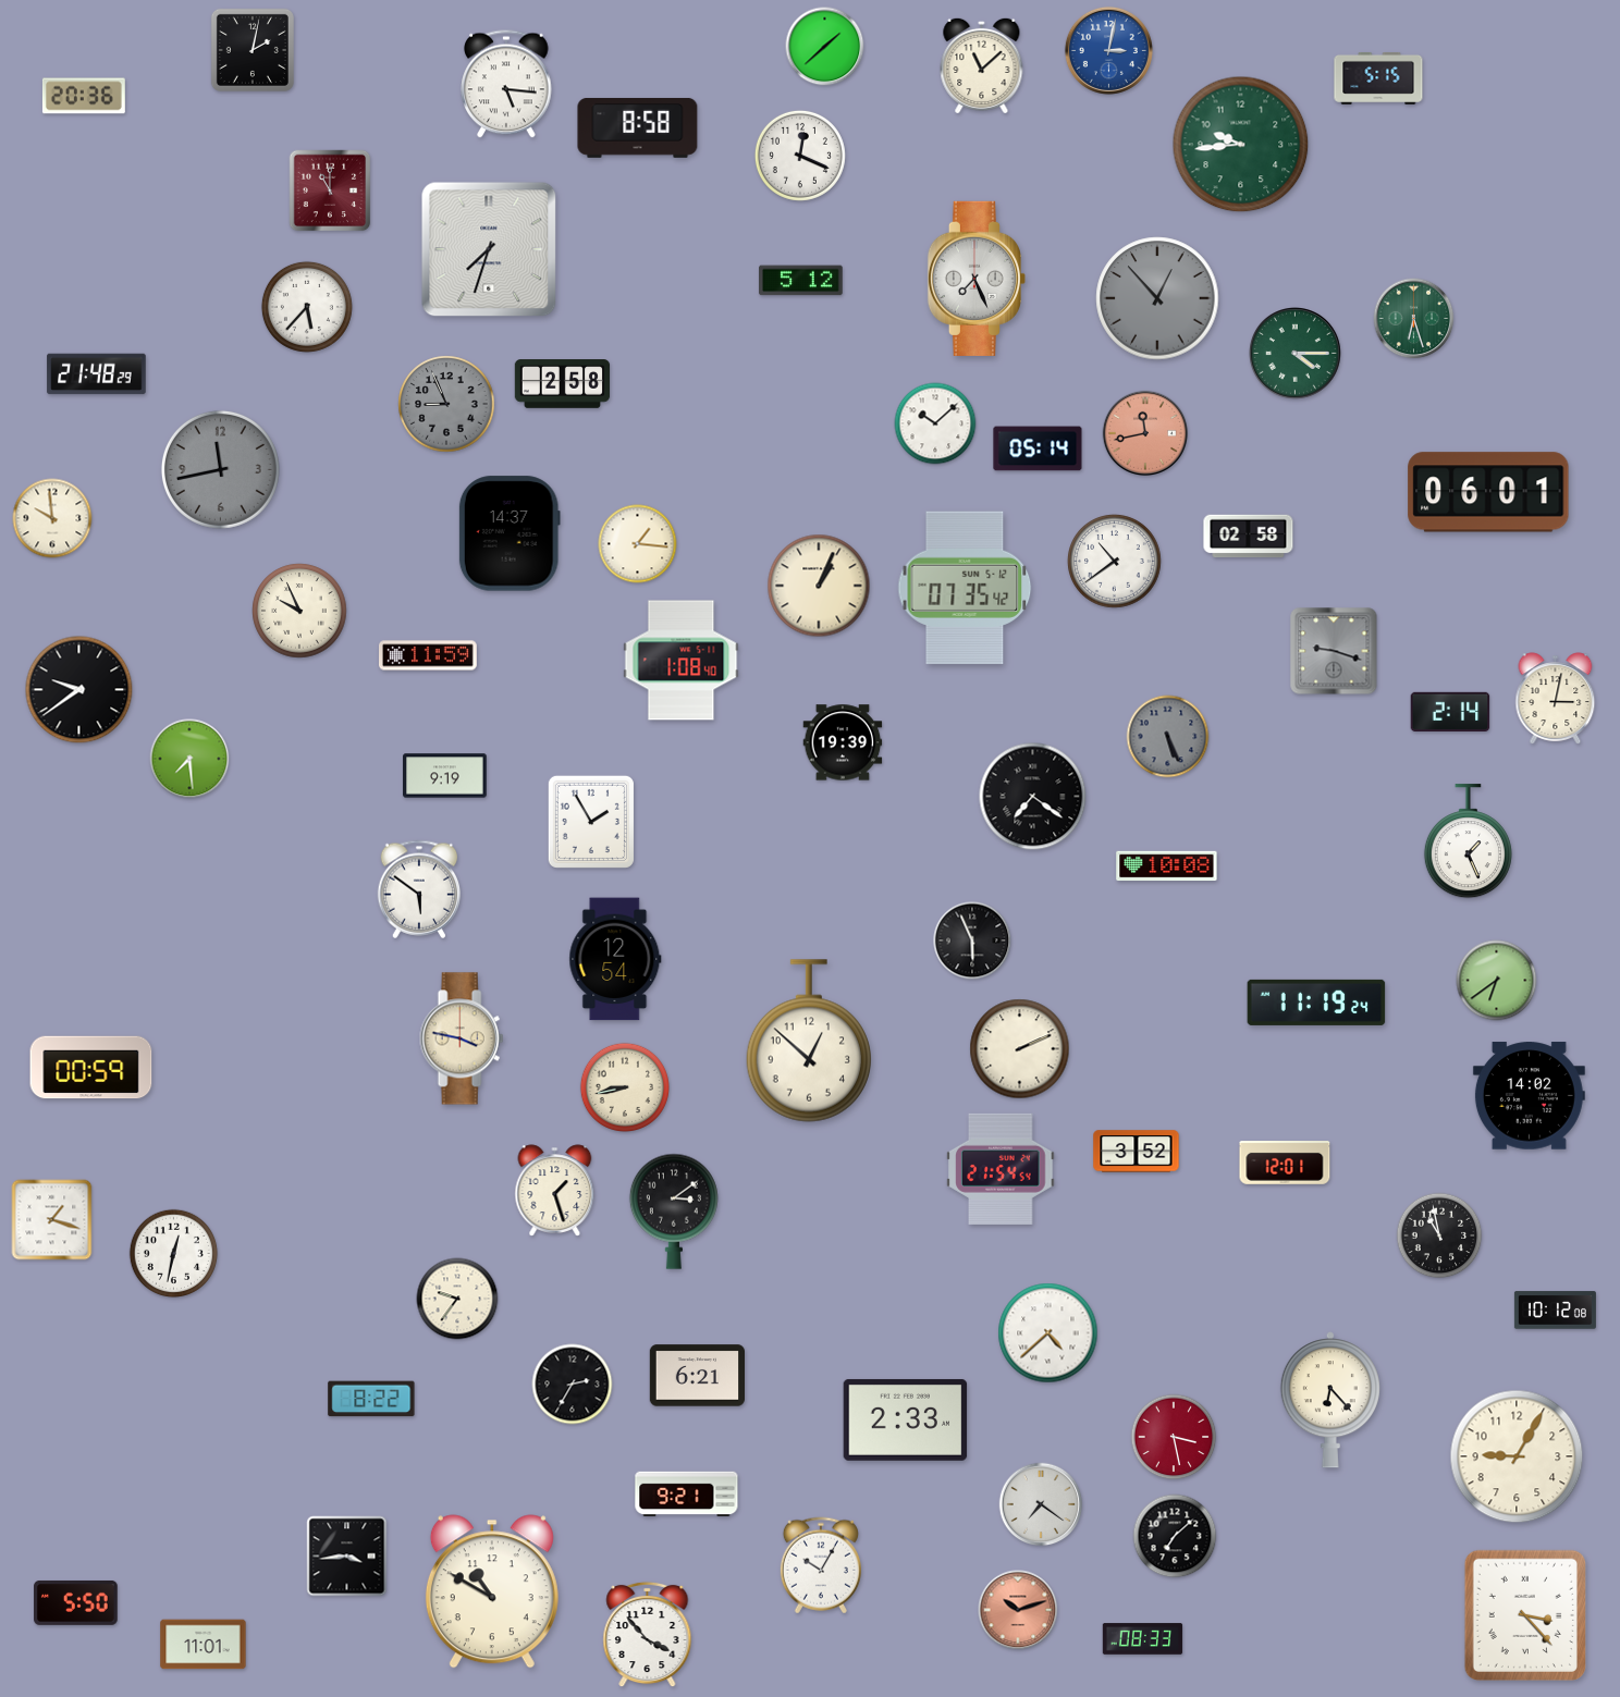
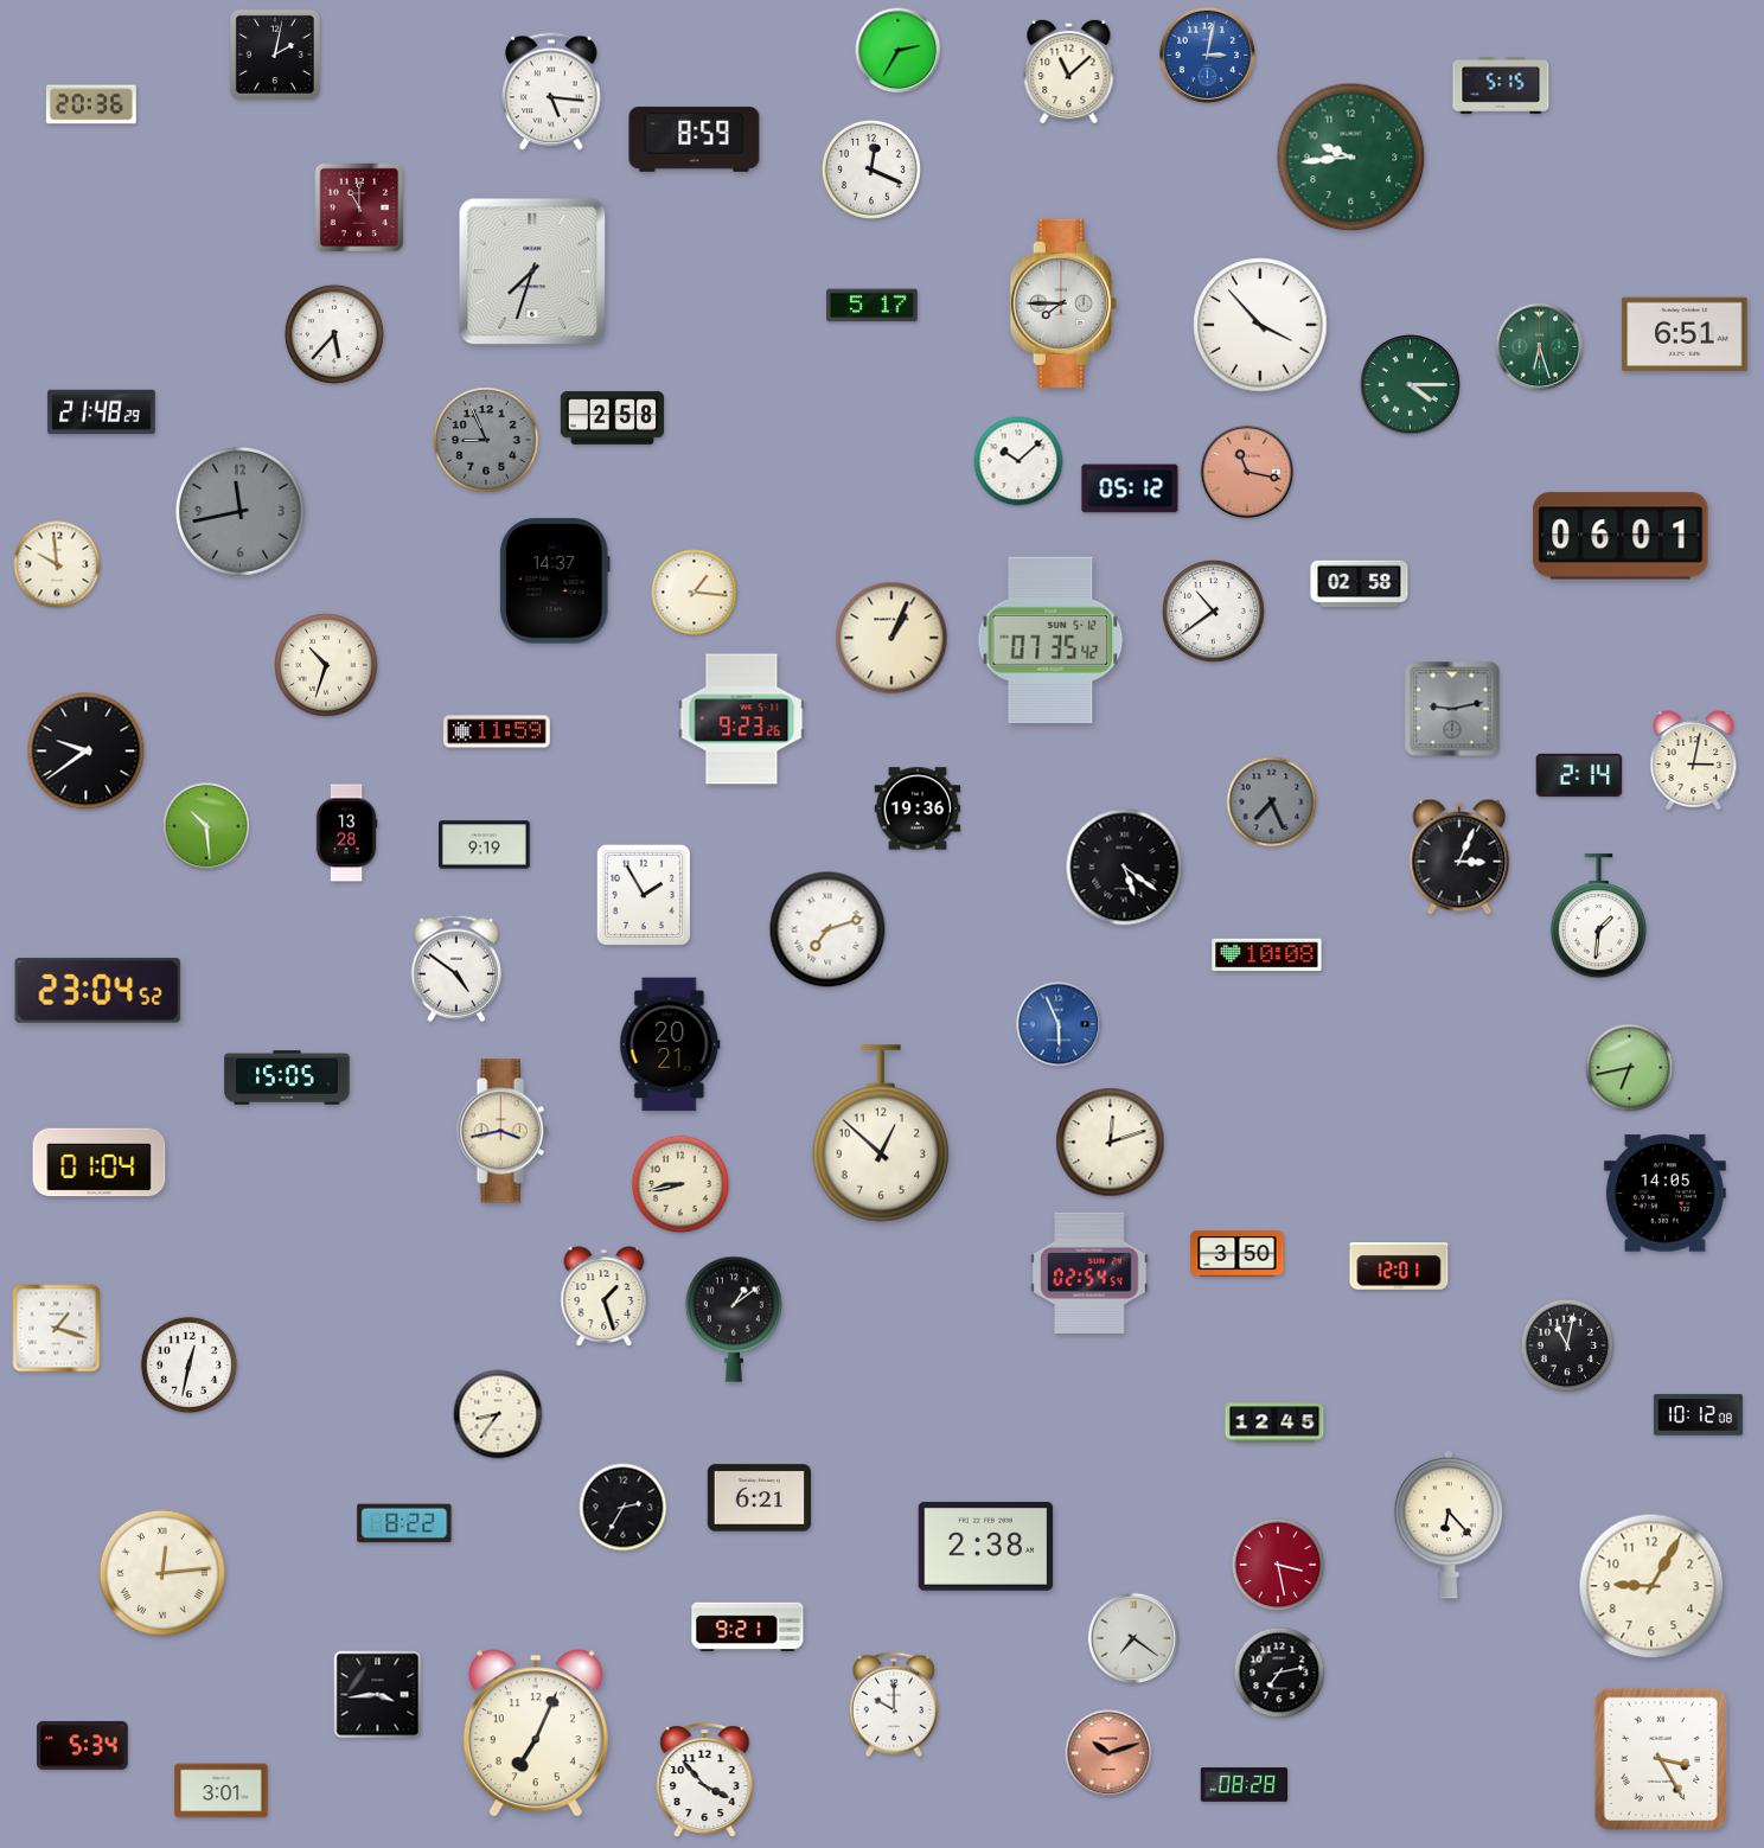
clock at (825, 47): 1:38 -> 2:35
clock at (638, 127): 8:58 -> 8:59
clock at (977, 279): 7:26 -> 7:45
clock at (801, 281): 5:12 -> 5:17
clock at (1157, 298): 12:53 -> 3:53
clock at (1157, 298) dial: grey -> white
clock at (1685, 334): none -> 6:51
clock at (97, 374) position: (97, 374) -> (102, 413)
clock at (1144, 432): 11:43 -> 11:17
clock at (1038, 448): 05:14 -> 05:12
clock at (299, 611): 9:56 -> 10:33
clock at (1334, 651): 9:18 -> 9:13
clock at (429, 655) position: (429, 655) -> (498, 731)
clock at (682, 661): 1:08 -> 9:23
clock at (1168, 737): 5:26 -> 7:26
clock at (843, 742): 19:39 -> 19:36
clock at (189, 759): 7:29 -> 10:29
clock at (346, 833): none -> 13:28
clock at (1459, 857): none -> 3:04
clock at (1033, 797): 7:21 -> 5:21
clock at (1468, 841): 1:26 -> 1:31
clock at (827, 929): none -> 7:12
clock at (1167, 866) position: (1167, 866) -> (1267, 955)
clock at (419, 889): 5:51 -> 4:51
clock at (98, 991): none -> 23:04
clock at (972, 940) dial: black -> blue
clock at (615, 959): 12:54 -> 20:21
clock at (1497, 981): 6:39 -> 6:43
clock at (287, 1078): none -> 15:05
clock at (1316, 1003): 11:19 -> none
clock at (462, 1038): 3:47 -> 3:43
clock at (1020, 1049): 2:11 -> 12:12
clock at (91, 1068): 00:59 -> 01:04
clock at (1529, 1096): 14:02 -> 14:05
clock at (1137, 1152): 3:52 -> 3:50
clock at (1001, 1169): 21:54 -> 02:54
clock at (674, 1212): 3:09 -> 1:09
clock at (1439, 1235): 10:58 -> 11:02
clock at (457, 1299): 9:36 -> 8:36
clock at (1274, 1422): none -> 12:45
clock at (1555, 1311) position: (1555, 1311) -> (1698, 1415)
clock at (1048, 1333): 4:38 -> none
clock at (906, 1419): 2:33 -> 2:38
clock at (162, 1573): none -> 12:14
clock at (1175, 1536): 7:08 -> 7:13
clock at (821, 1565): 10:05 -> 10:00
clock at (492, 1591): 10:50 -> 7:04
clock at (76, 1602): 5:50 -> 5:34
clock at (1524, 1614): 3:23 -> 3:25
clock at (1143, 1639): 08:33 -> 08:28
clock at (204, 1645): 11:01 -> 3:01
